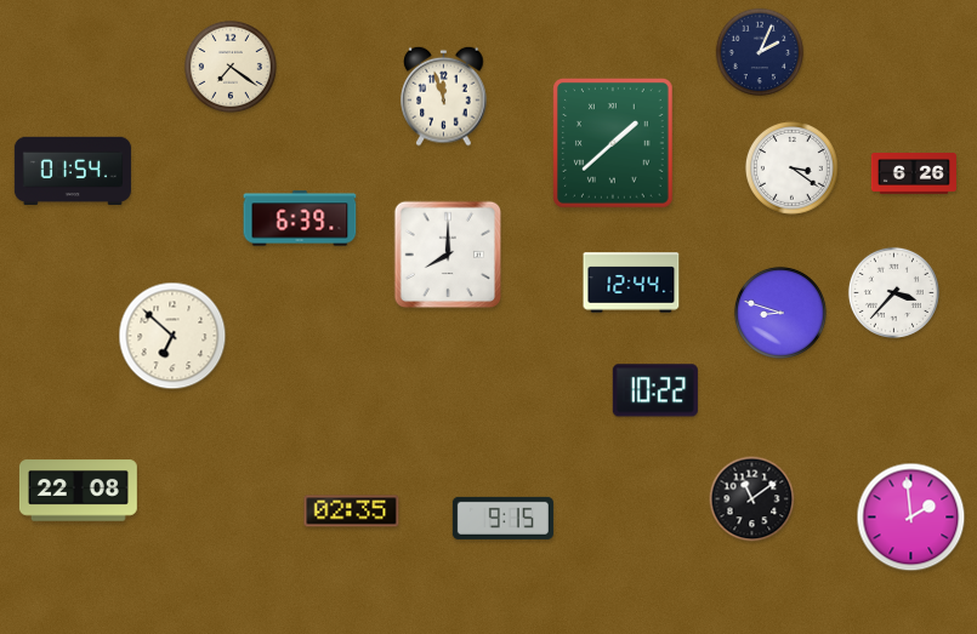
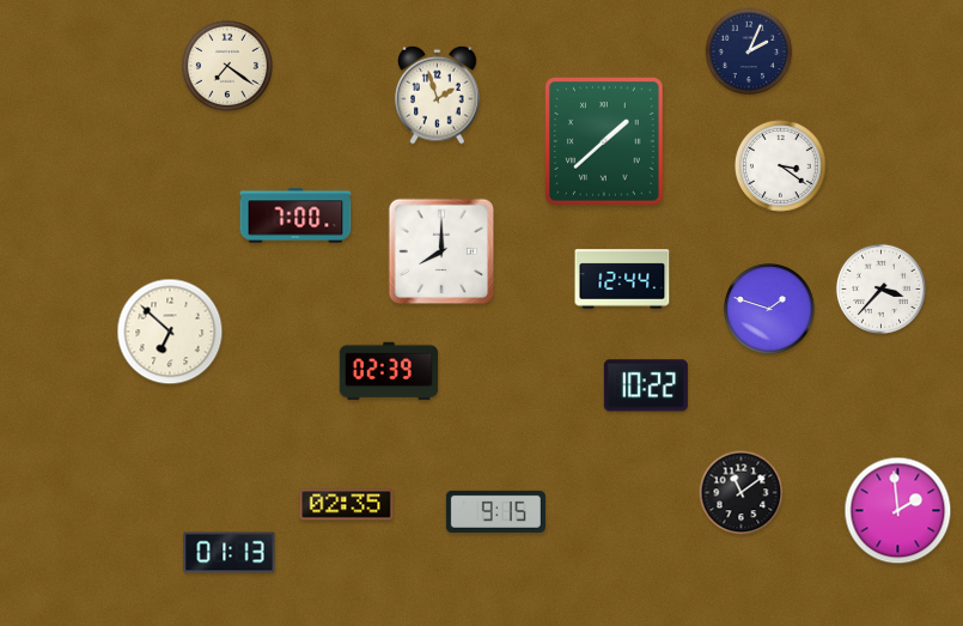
clock at (444, 96): 11:57 -> 1:57
clock at (73, 170): 01:54 -> none
clock at (914, 175): 6:26 -> none
clock at (300, 218): 6:39 -> 7:00
clock at (780, 313): 8:48 -> 1:48
clock at (389, 371): none -> 02:39
clock at (78, 491): 22:08 -> none
clock at (230, 553): none -> 01:13
